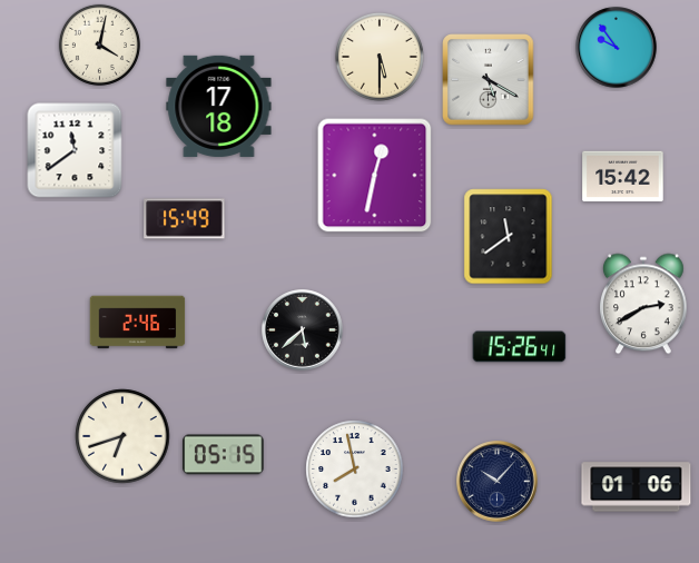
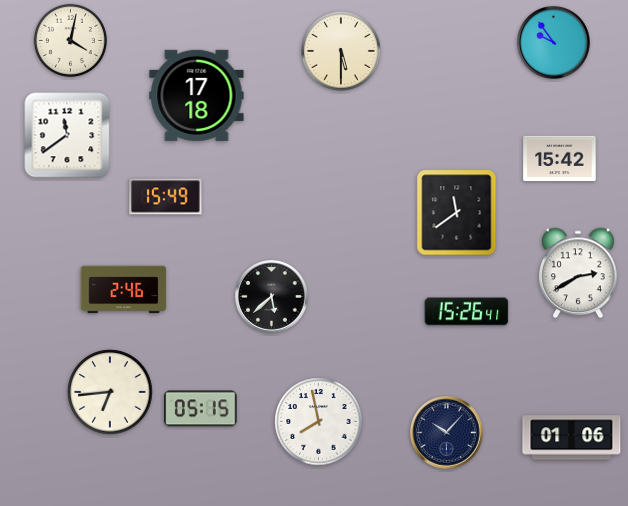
clock at (99, 45) position: (99, 45) -> (70, 40)
clock at (489, 80): 5:20 -> none
clock at (375, 176): 12:32 -> none
clock at (122, 436): 6:42 -> 6:44
